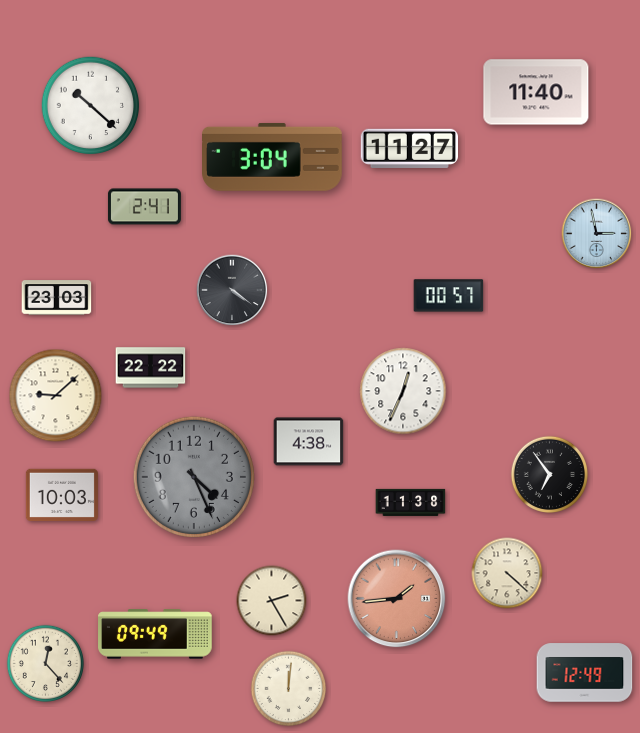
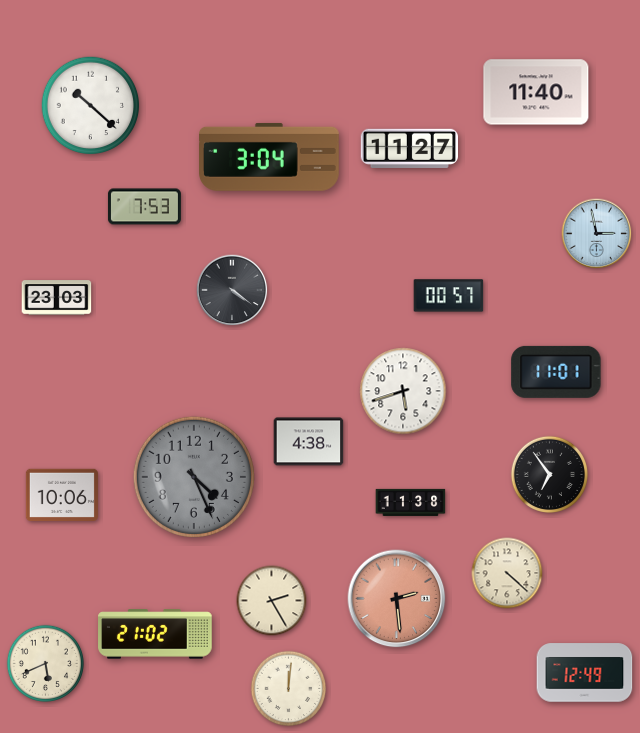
clock at (273, 157) position: (273, 157) -> (270, 157)
clock at (144, 207): 2:41 -> 7:53
clock at (151, 368): 22:22 -> none
clock at (556, 372): none -> 11:01
clock at (403, 391): 12:34 -> 5:42
clock at (56, 396): 9:08 -> none
clock at (62, 494): 10:03 -> 10:06
clock at (397, 599): 1:44 -> 2:29
clock at (155, 634): 09:49 -> 21:02
clock at (45, 663): 12:23 -> 5:41
